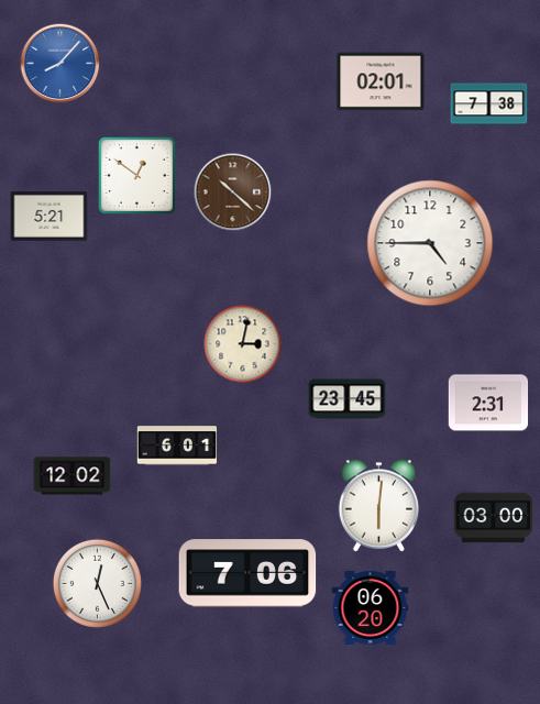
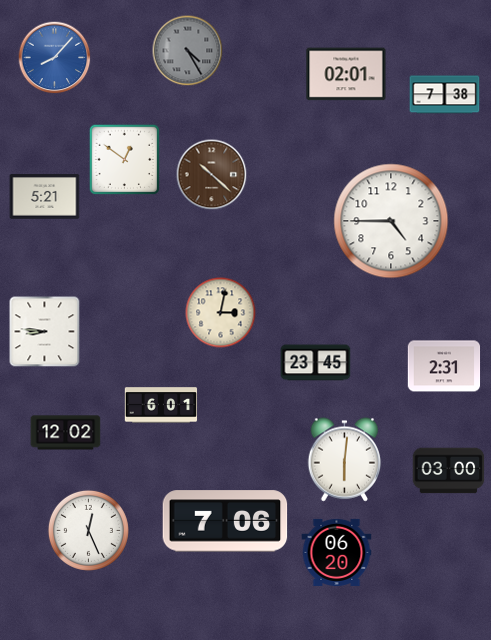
clock at (188, 51): none -> 4:25
clock at (45, 332): none -> 8:46
